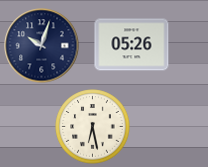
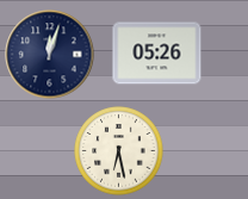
clock at (42, 46): 10:03 -> 12:03
clock at (93, 127) position: (93, 127) -> (119, 151)
